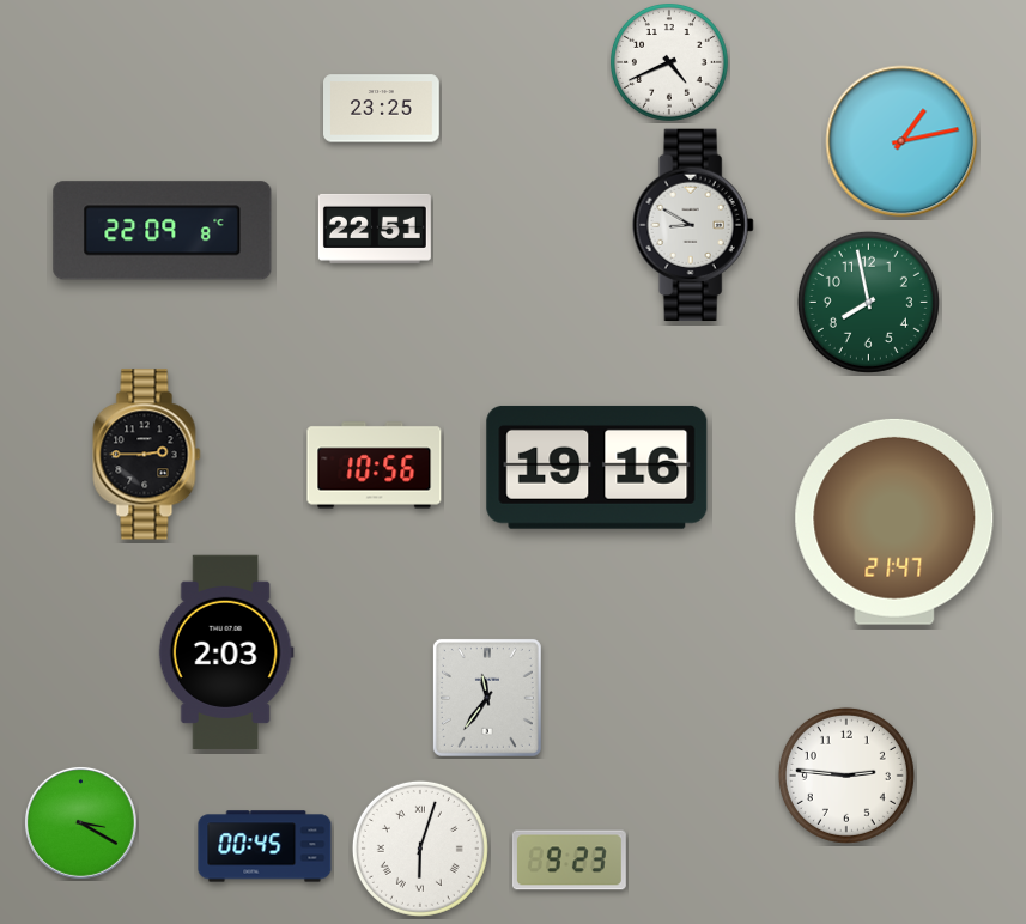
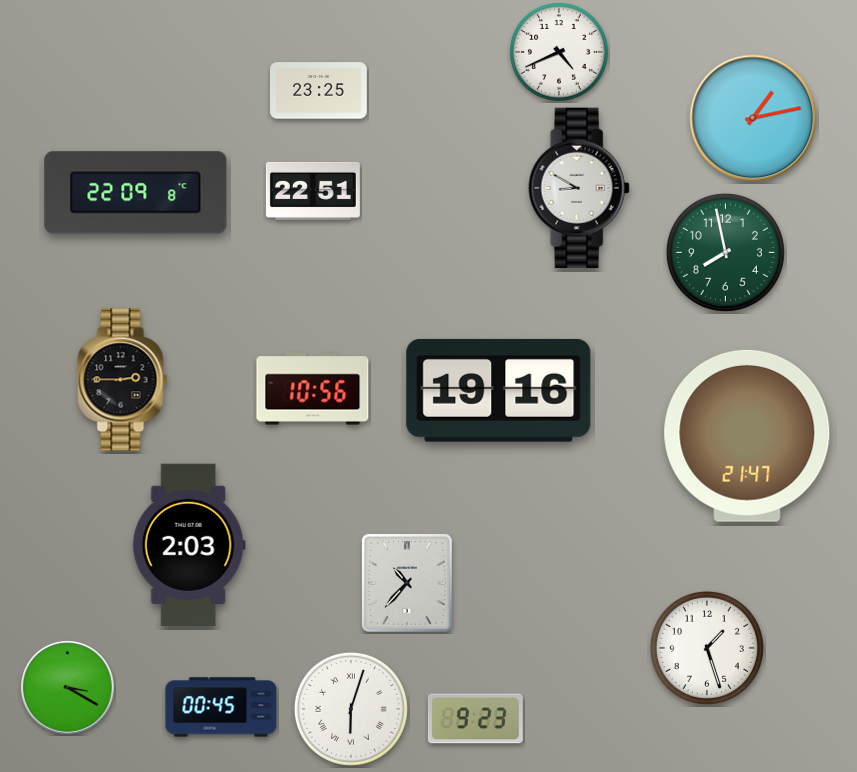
clock at (487, 698): 11:36 -> 10:37
clock at (846, 776): 2:46 -> 1:27
